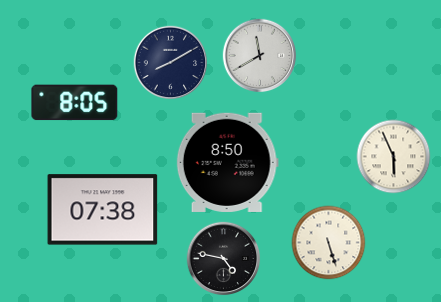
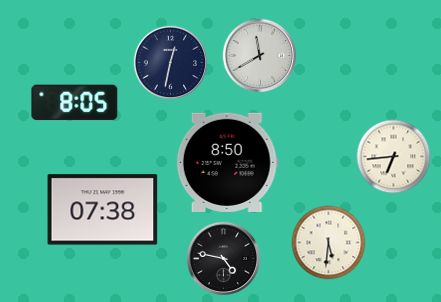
clock at (171, 63): 8:10 -> 12:32
clock at (394, 157): 5:56 -> 6:44
clock at (329, 243): 5:27 -> 5:31
